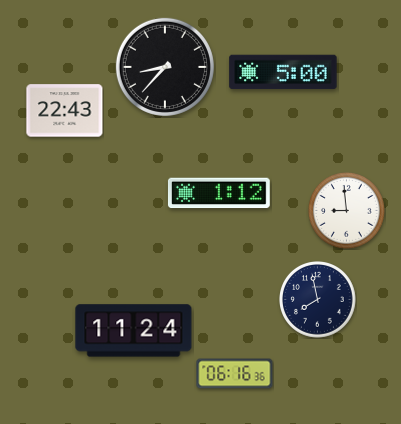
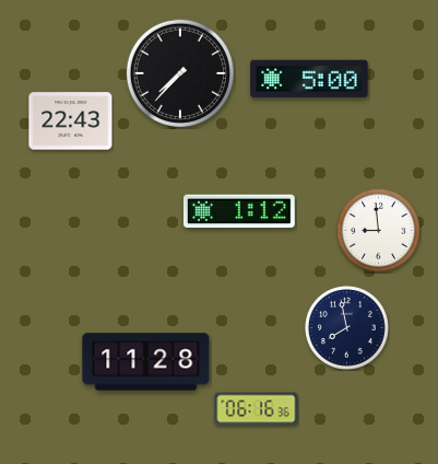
clock at (165, 67): 8:37 -> 7:37
clock at (134, 331): 11:24 -> 11:28
